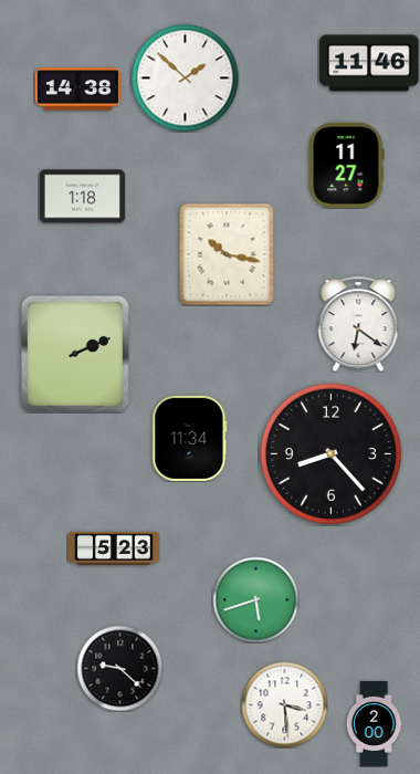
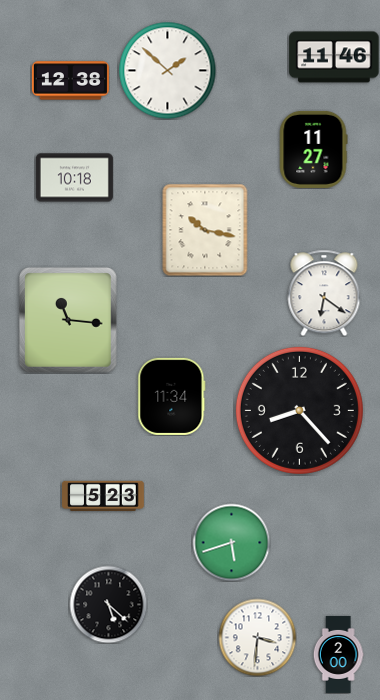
clock at (77, 90): 14:38 -> 12:38
clock at (82, 197): 1:18 -> 10:18
clock at (76, 355): 2:11 -> 11:16
clock at (119, 668): 9:22 -> 5:22
clock at (284, 704): 3:29 -> 3:31
